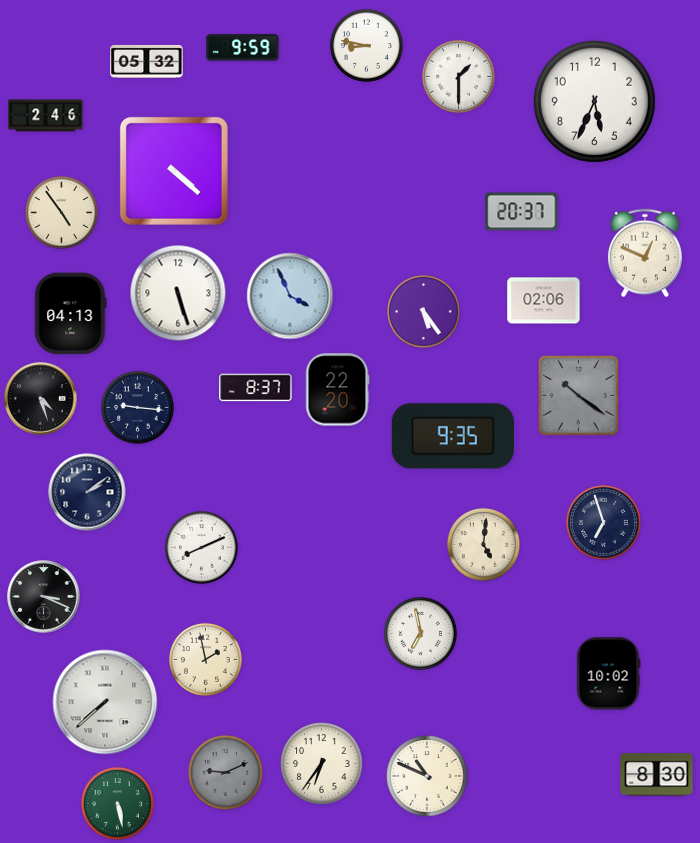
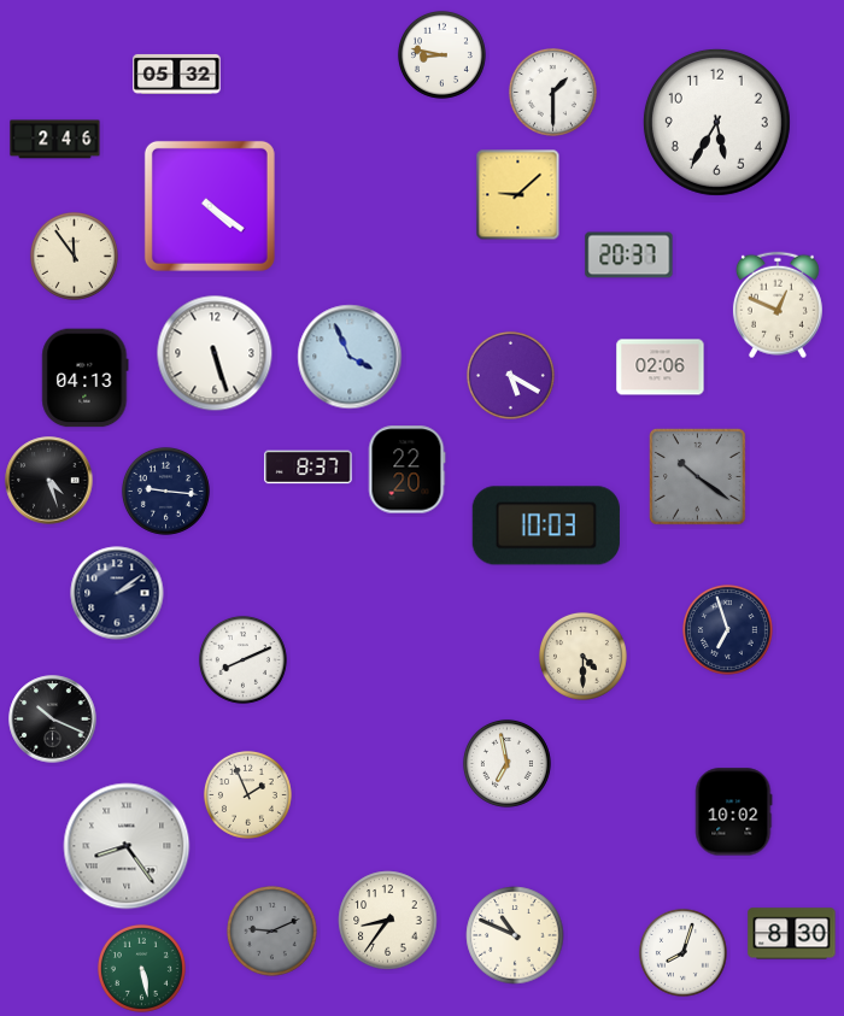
clock at (243, 48): 9:59 -> none
clock at (594, 101): 5:34 -> 5:35
clock at (518, 195): none -> 9:08
clock at (174, 171): 4:22 -> 4:21
clock at (61, 212): 4:54 -> 11:54
clock at (544, 301) position: (544, 301) -> (661, 368)
clock at (423, 311): 5:24 -> 5:20
clock at (453, 436): 9:35 -> 10:03
clock at (87, 492) position: (87, 492) -> (117, 593)
clock at (483, 544): 5:01 -> 4:30
clock at (44, 597): 3:19 -> 10:19
clock at (205, 659): 1:58 -> 1:56
clock at (105, 702): 7:38 -> 8:24
clock at (322, 764): 6:36 -> 8:36
clock at (682, 952): none -> 8:03
